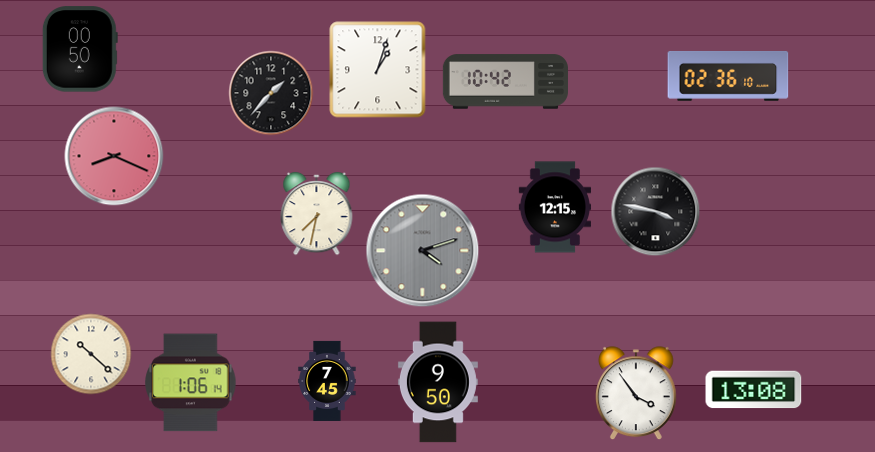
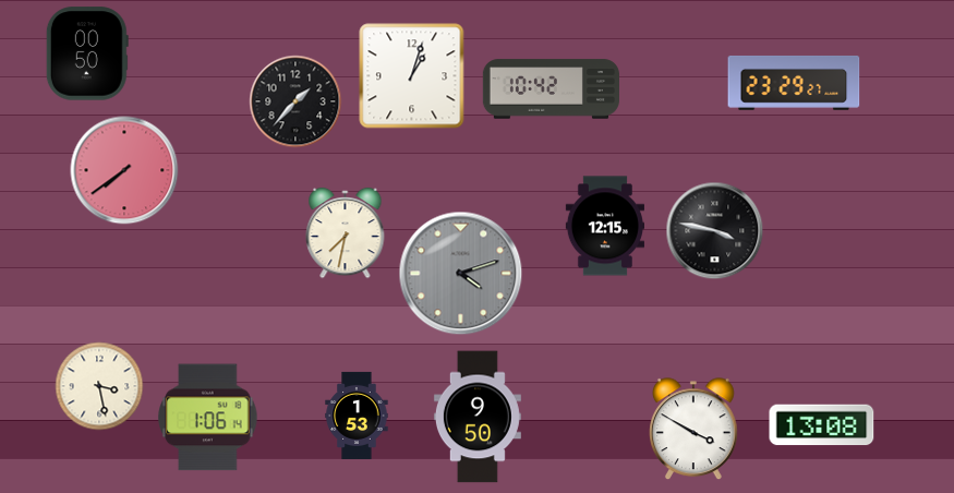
clock at (728, 76): 02:36 -> 23:29
clock at (114, 156): 8:19 -> 7:39
clock at (91, 354): 10:22 -> 3:28
clock at (327, 381): 7:45 -> 1:53
clock at (637, 394): 3:54 -> 3:50
